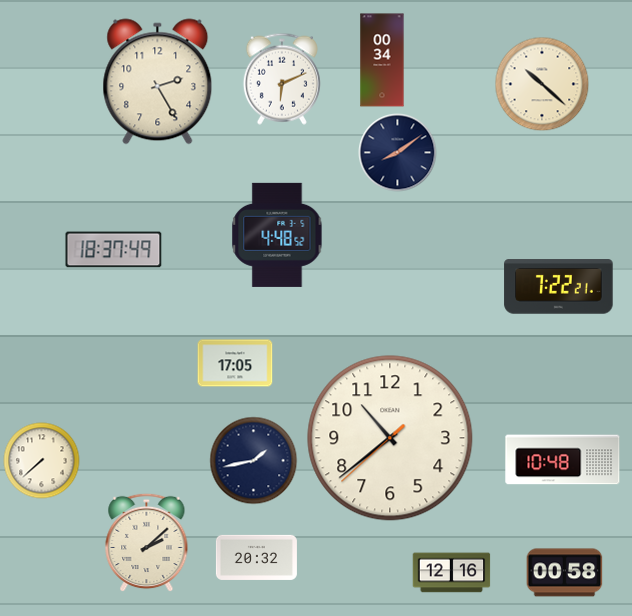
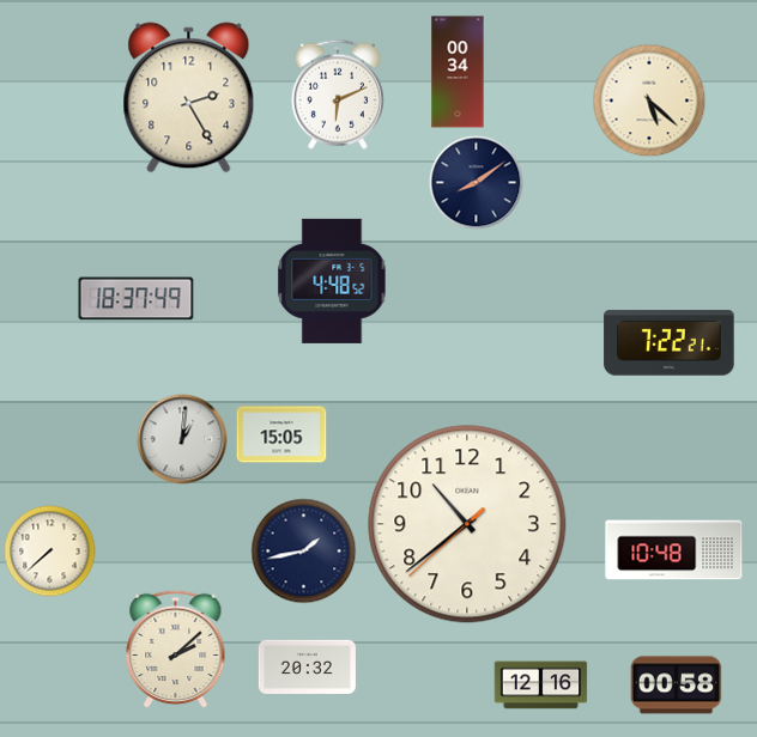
clock at (542, 84): 10:22 -> 5:22
clock at (235, 363): 17:05 -> 15:05
clock at (182, 439): none -> 1:01
